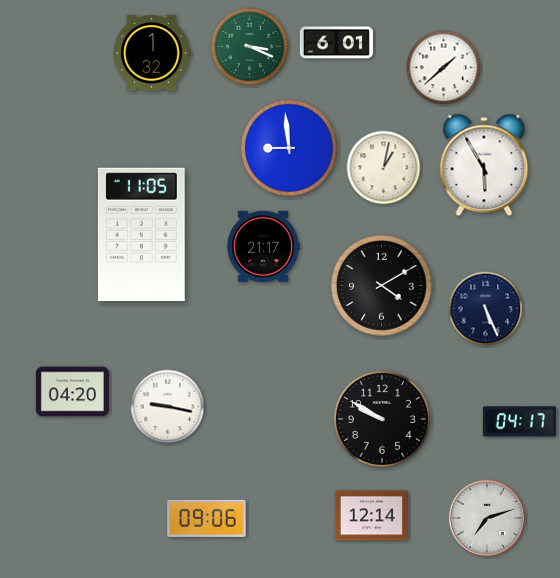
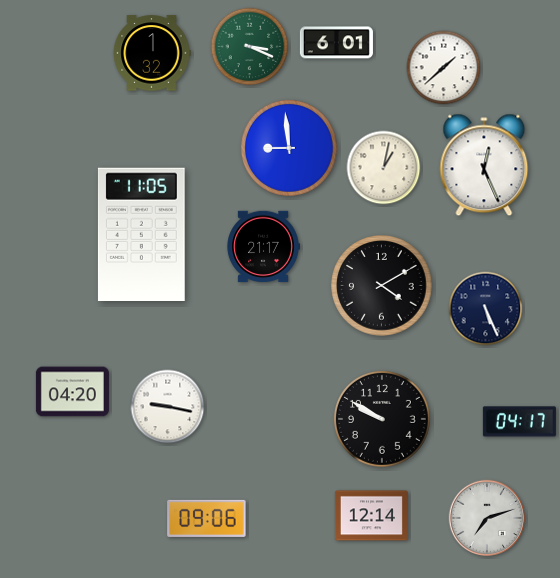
clock at (484, 165): 5:55 -> 12:26
